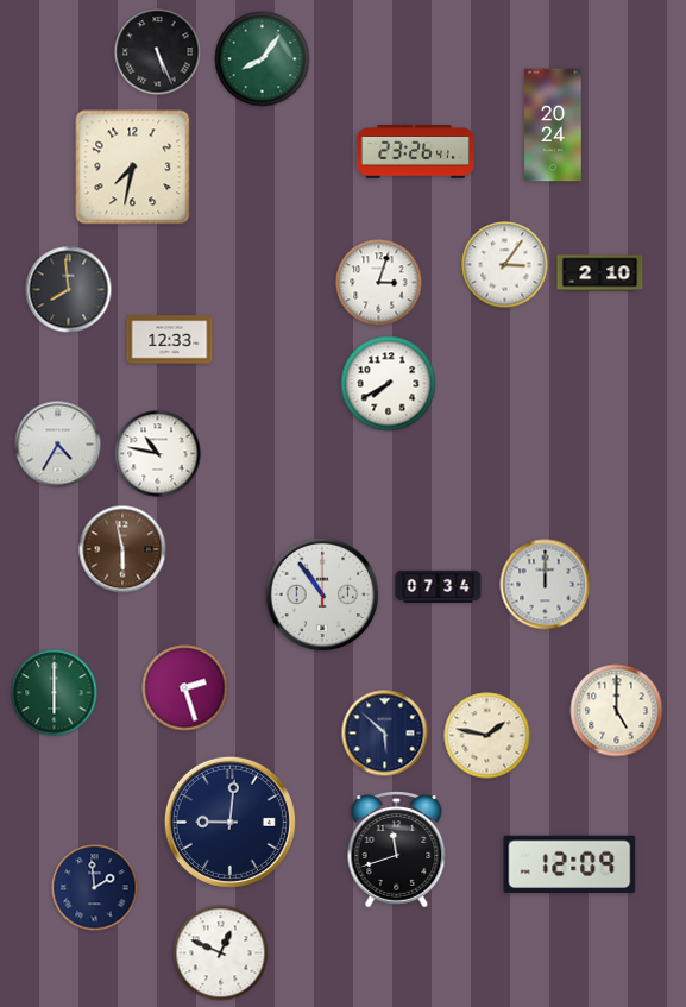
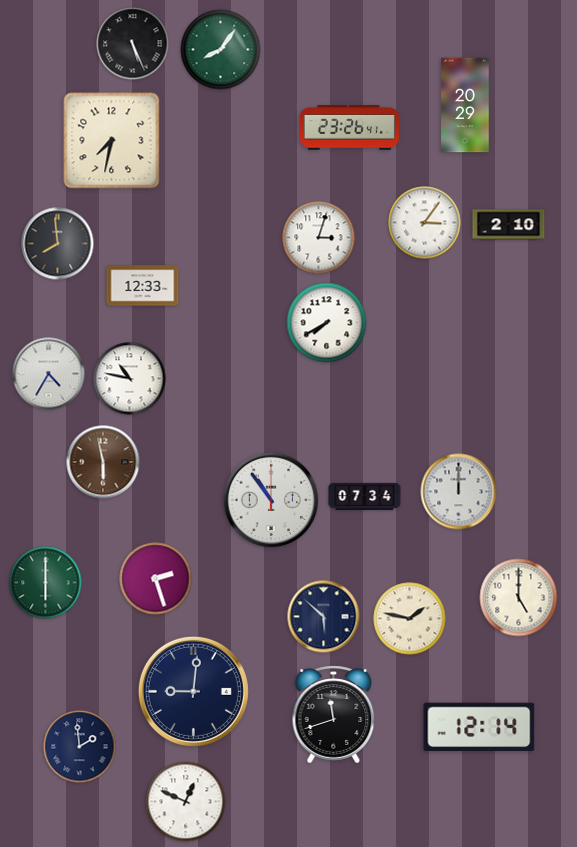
clock at (553, 125): 20:24 -> 20:29
clock at (600, 273) position: (600, 273) -> (509, 225)
clock at (158, 454) position: (158, 454) -> (130, 379)
clock at (439, 586) position: (439, 586) -> (365, 496)
clock at (569, 864): 12:09 -> 12:14
